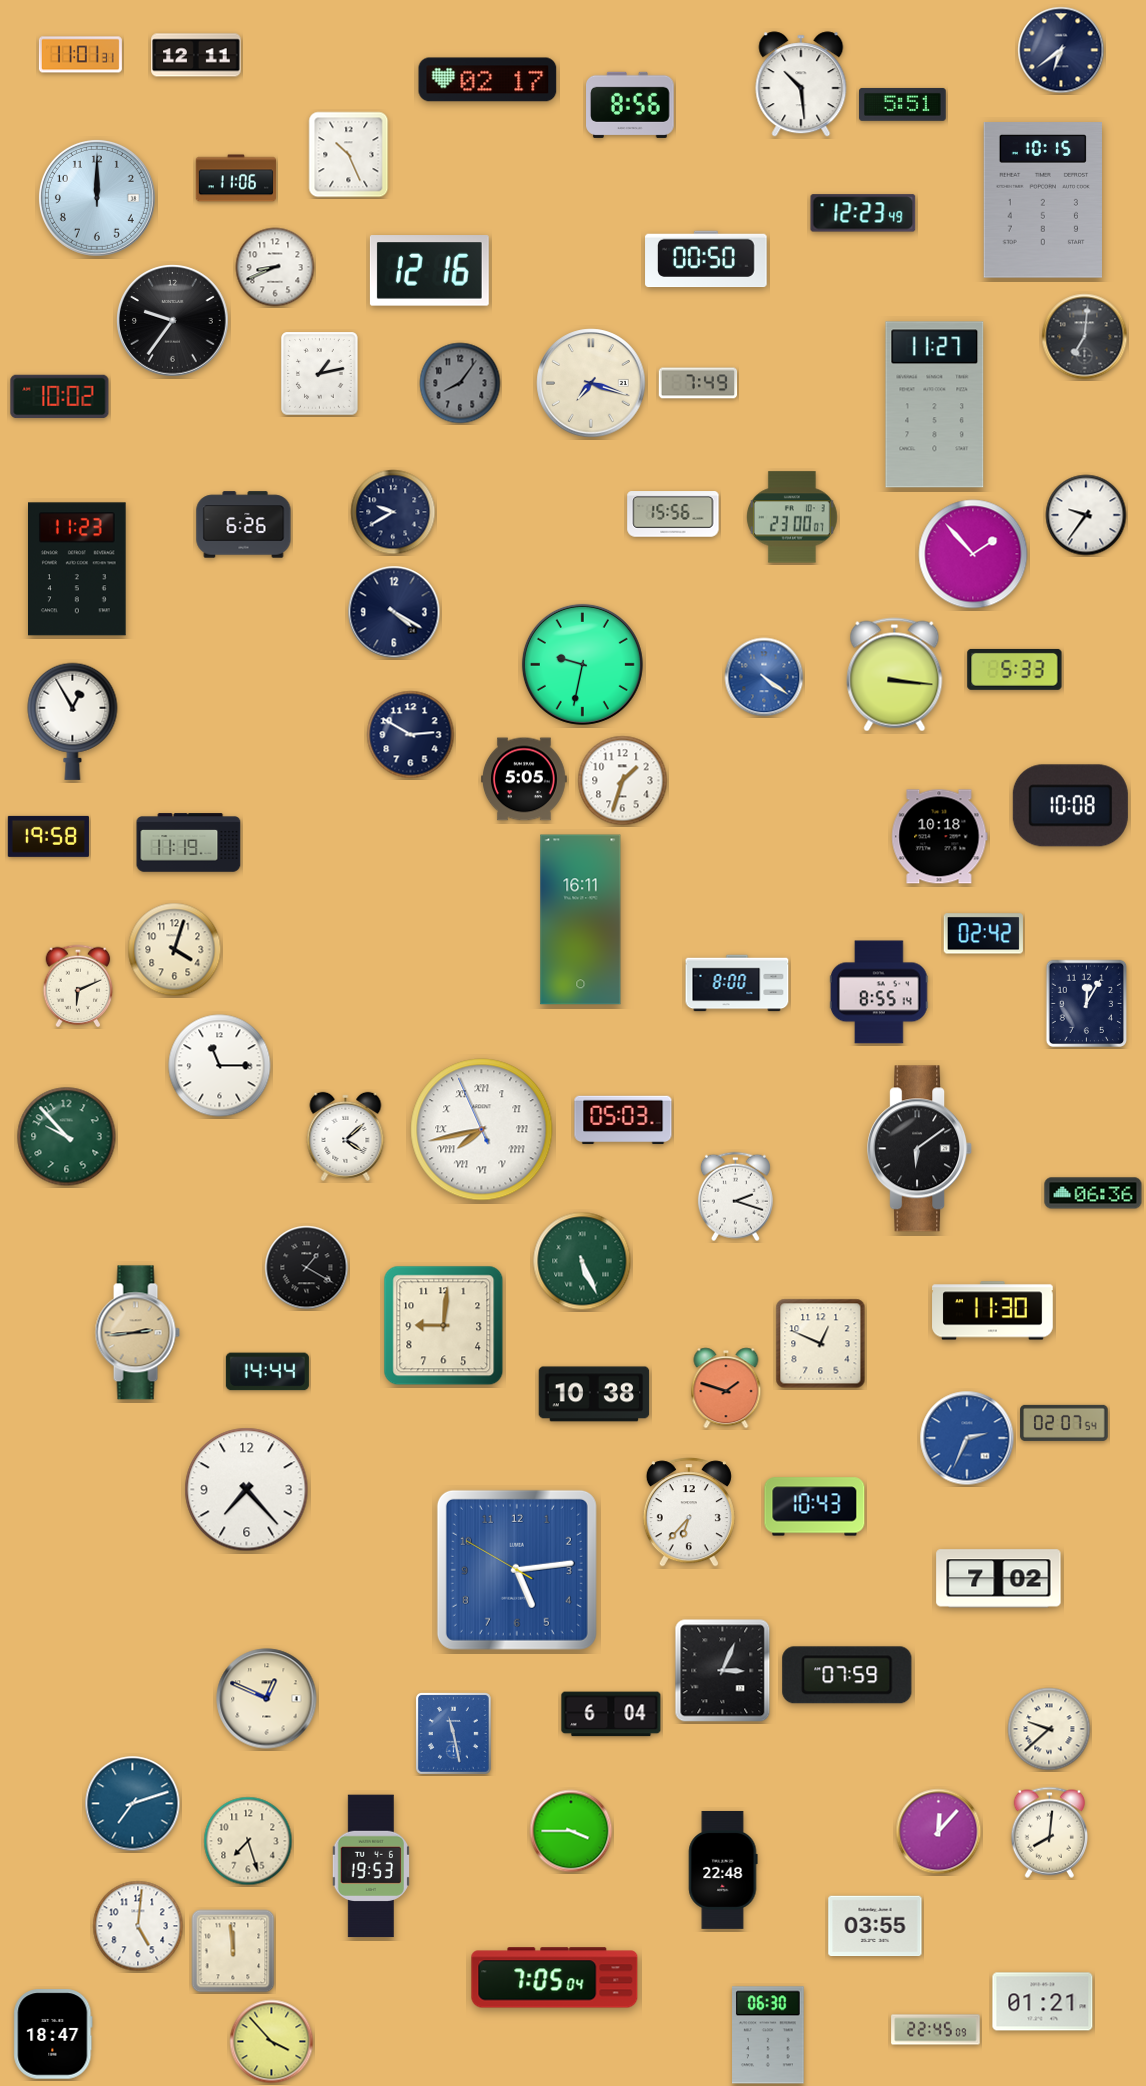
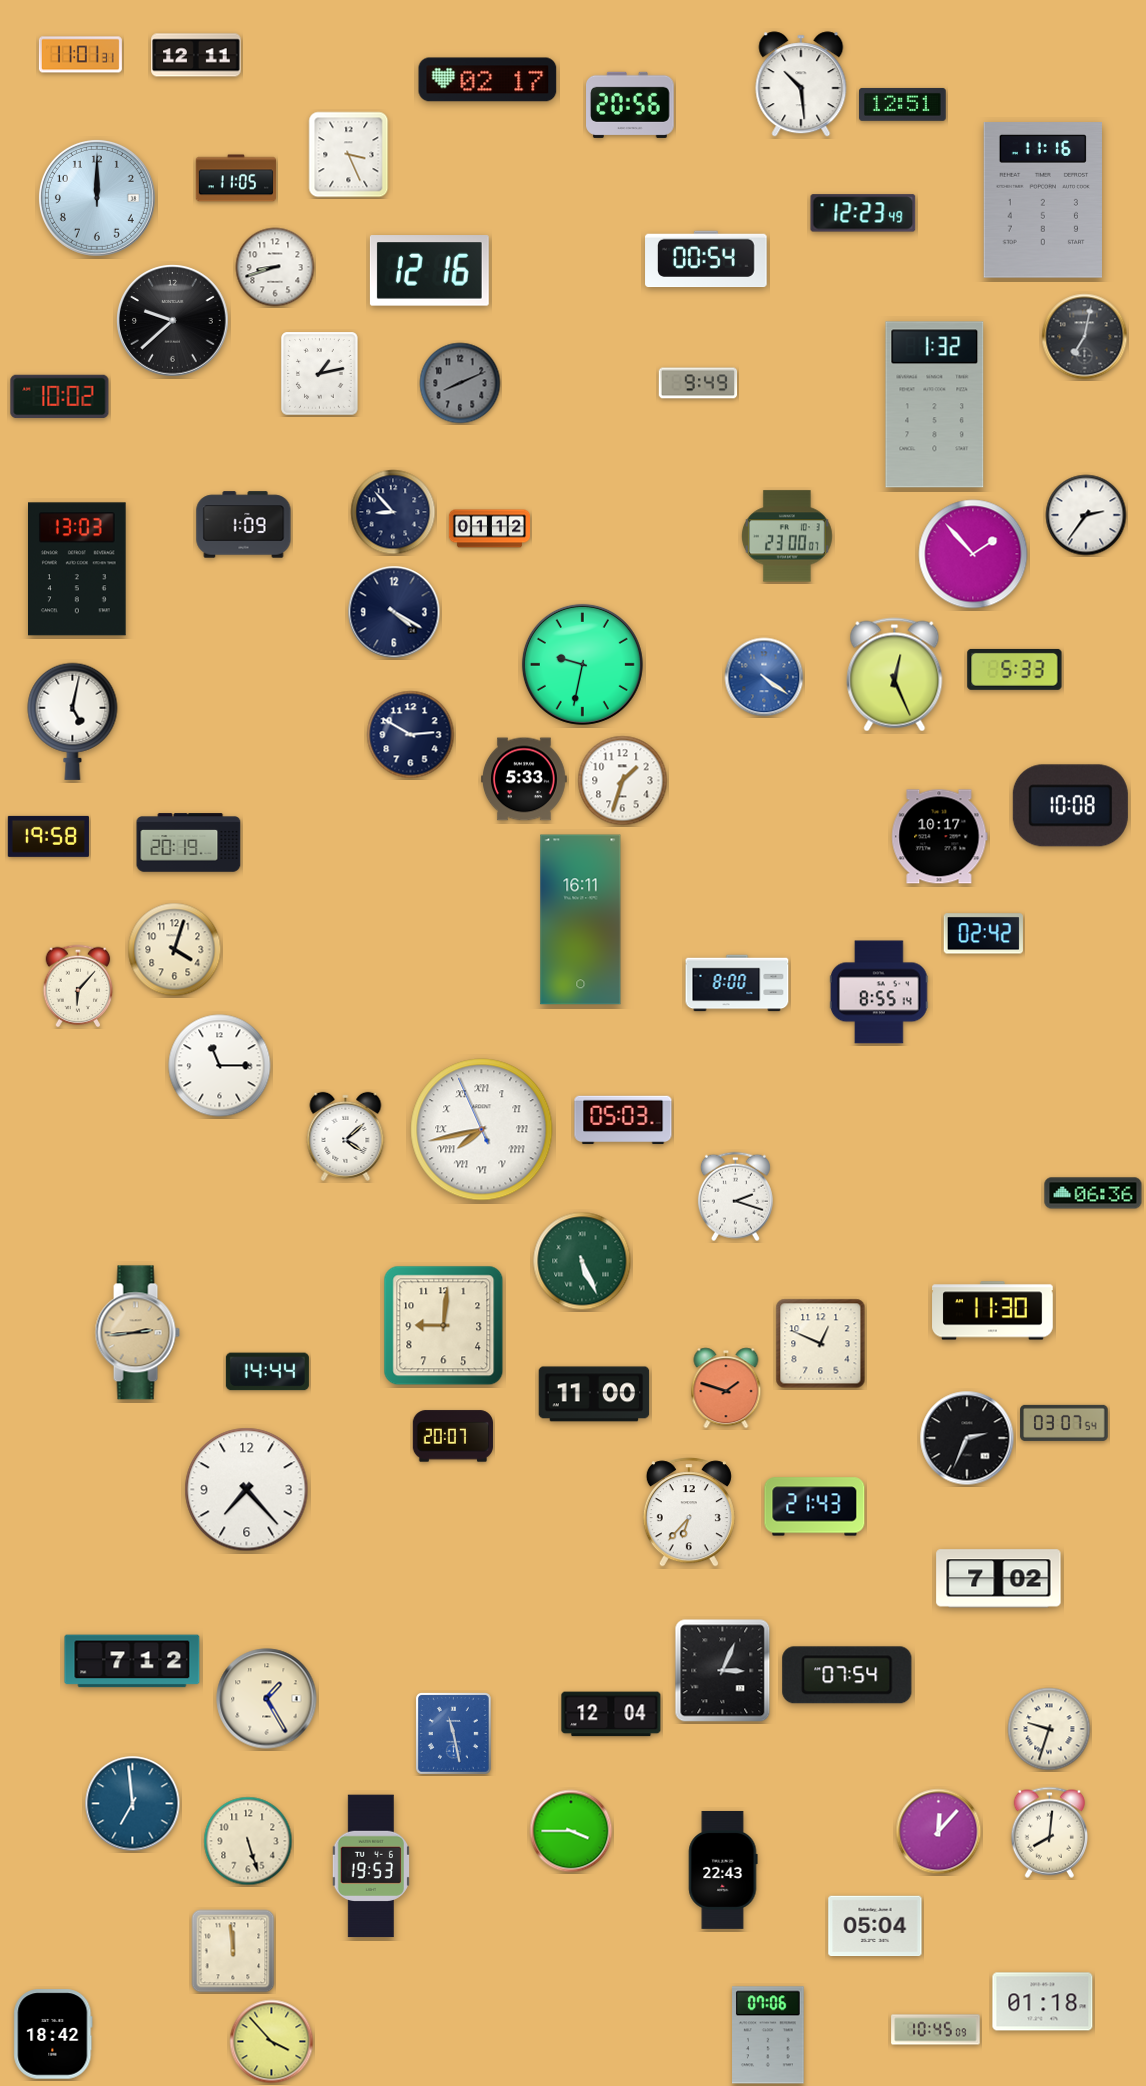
clock at (1061, 50): 6:39 -> none
clock at (903, 104): 5:51 -> 12:51
clock at (631, 105): 8:56 -> 20:56
clock at (349, 155): 10:26 -> 3:26
clock at (235, 178): 11:06 -> 11:05
clock at (1042, 200): 10:15 -> 11:16
clock at (706, 259): 00:50 -> 00:54
clock at (275, 267): 8:41 -> 8:42
clock at (173, 321): 9:36 -> 9:38
clock at (1085, 337): 7:01 -> 7:02
clock at (460, 383): 8:06 -> 8:11
clock at (591, 383): 7:18 -> none
clock at (698, 383): 7:49 -> 9:49
clock at (935, 405): 11:27 -> 1:32
clock at (393, 512): 9:40 -> 8:53
clock at (673, 514): 15:56 -> none
clock at (1086, 515): 9:36 -> 2:36
clock at (793, 517) position: (793, 517) -> (788, 536)
clock at (244, 525): 6:26 -> 1:09
clock at (489, 529): none -> 01:12
clock at (78, 569): 11:23 -> 13:03
clock at (895, 675): 3:16 -> 12:26
clock at (73, 721): 12:55 -> 5:02
clock at (525, 779): 5:05 -> 5:33
clock at (940, 837): 10:18 -> 10:17
clock at (189, 843): 11:19 -> 20:19
clock at (78, 986): 6:11 -> 6:07
clock at (1086, 1004): 12:05 -> none
clock at (67, 1137): 9:53 -> none
clock at (920, 1149): 6:09 -> none
clock at (307, 1268): 1:20 -> none
clock at (594, 1394): 10:38 -> 11:00
clock at (1064, 1423): 02:07 -> 03:07
clock at (453, 1436): none -> 20:07
clock at (967, 1438) dial: blue -> black
clock at (815, 1507): 10:43 -> 21:43
clock at (517, 1570): 5:13 -> none
clock at (132, 1661): none -> 7:12
clock at (847, 1675): 07:59 -> 07:54
clock at (267, 1699): 12:49 -> 1:25
clock at (611, 1714): 6:04 -> 12:04
clock at (1049, 1729): 9:38 -> 9:33
clock at (133, 1804): 7:12 -> 6:59
clock at (248, 1841): 7:27 -> 5:27
clock at (723, 1870): 22:48 -> 22:43
clock at (138, 1926): 5:01 -> none
clock at (875, 1926): 03:55 -> 05:04
clock at (555, 1978): 7:05 -> none
clock at (1043, 2002): 01:21 -> 01:18
clock at (936, 2030): 22:45 -> 10:45
clock at (53, 2034): 18:47 -> 18:42
clock at (769, 2035): 06:30 -> 07:06
